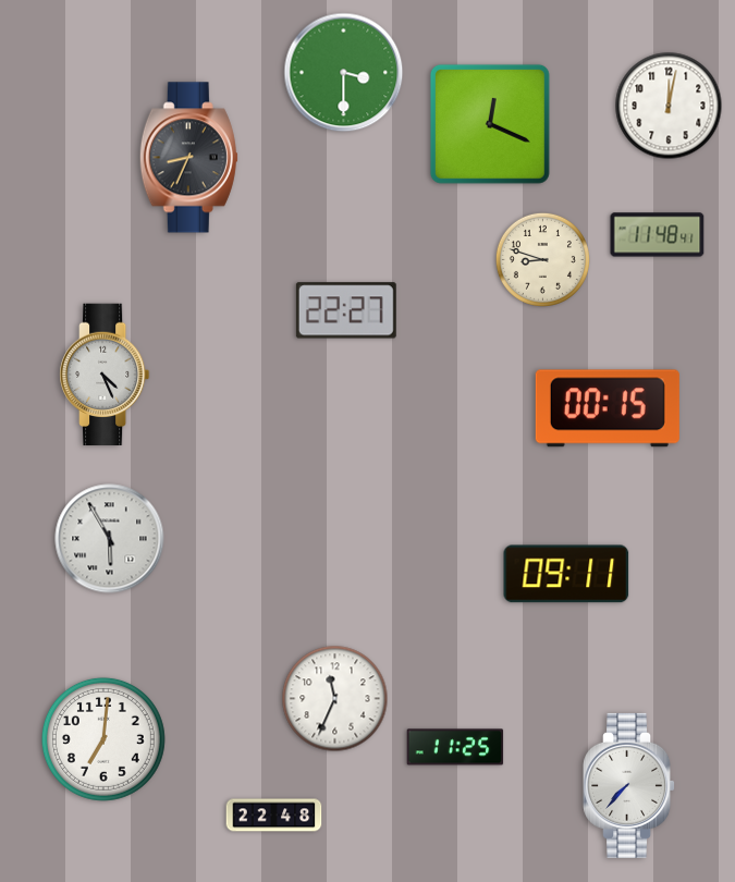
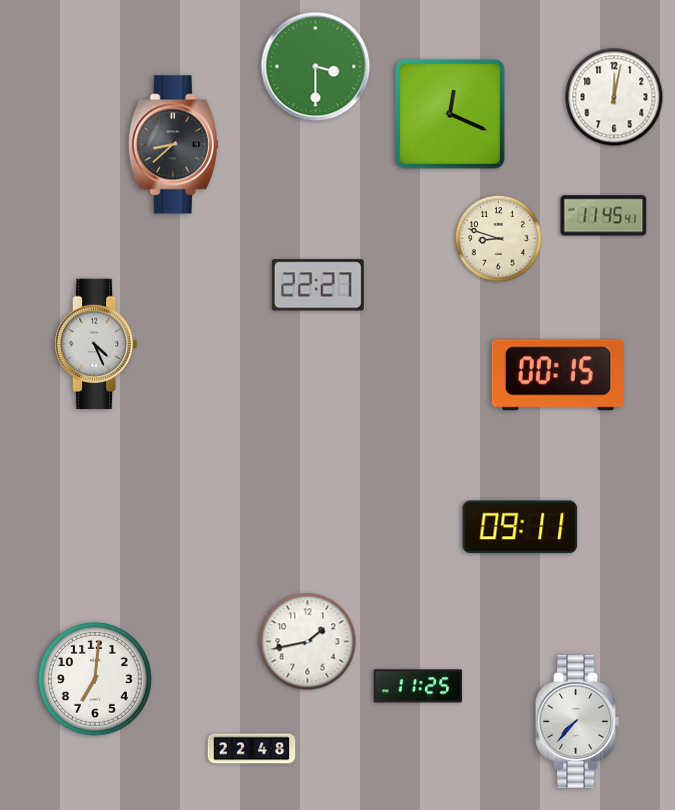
clock at (188, 158): 8:34 -> 8:38
clock at (658, 235): 11:48 -> 11:45
clock at (110, 539): 5:55 -> none
clock at (335, 699): 11:34 -> 1:43
